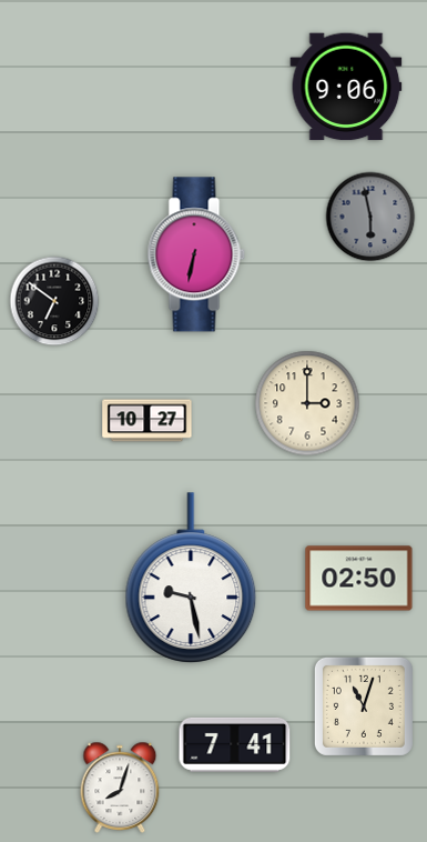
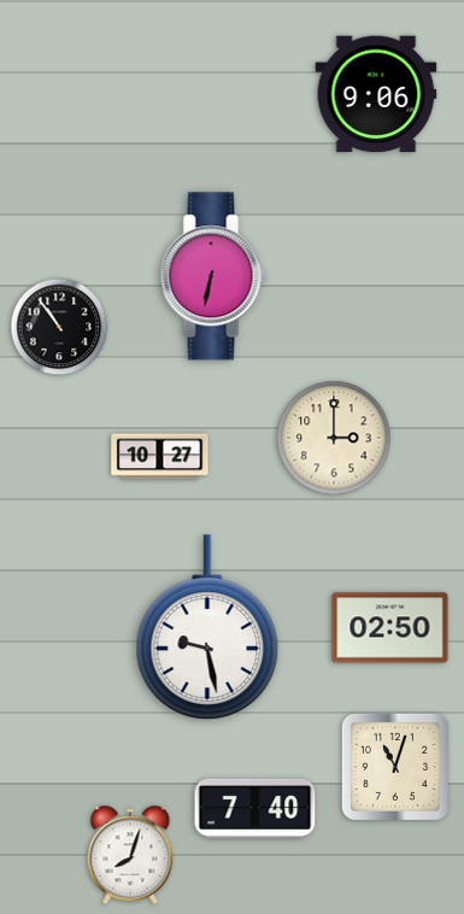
clock at (370, 217): 5:58 -> none
clock at (54, 301): 6:51 -> 10:54
clock at (235, 744): 7:41 -> 7:40
